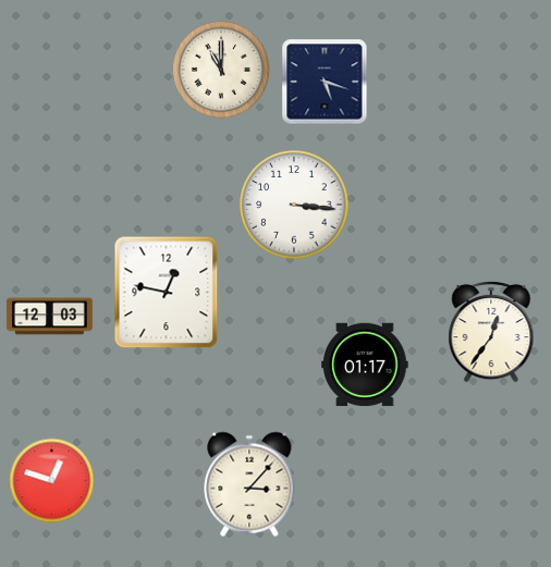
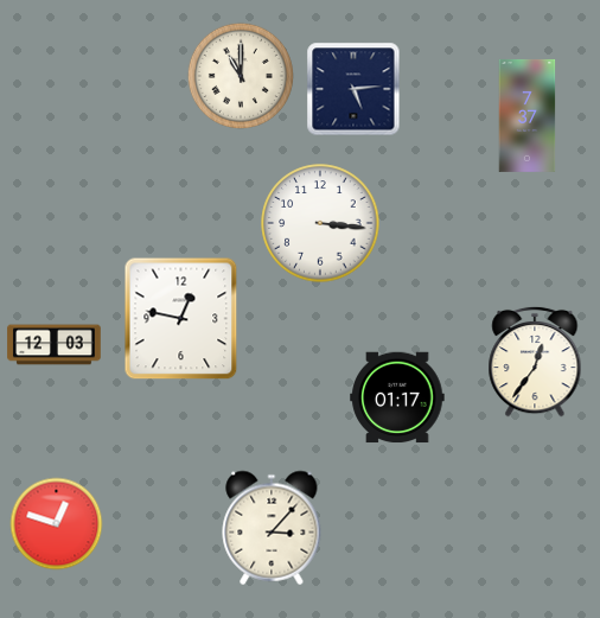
clock at (325, 82): 5:18 -> 5:14
clock at (528, 115): none -> 7:37
